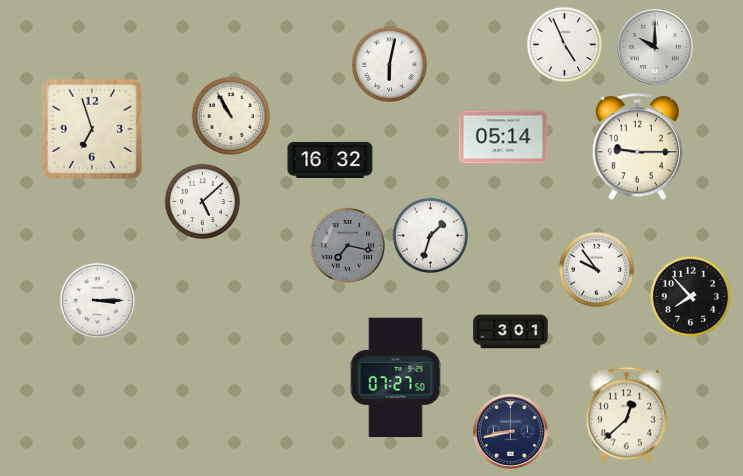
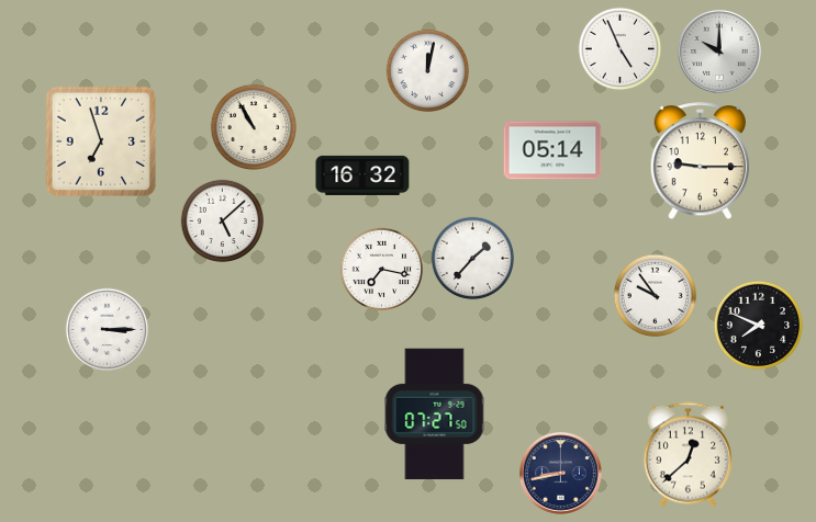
clock at (390, 65): 6:02 -> 12:02
clock at (431, 236): 1:33 -> 1:37
clock at (348, 246) dial: grey -> white
clock at (690, 296): 7:53 -> 7:49
clock at (511, 332): 3:01 -> none
